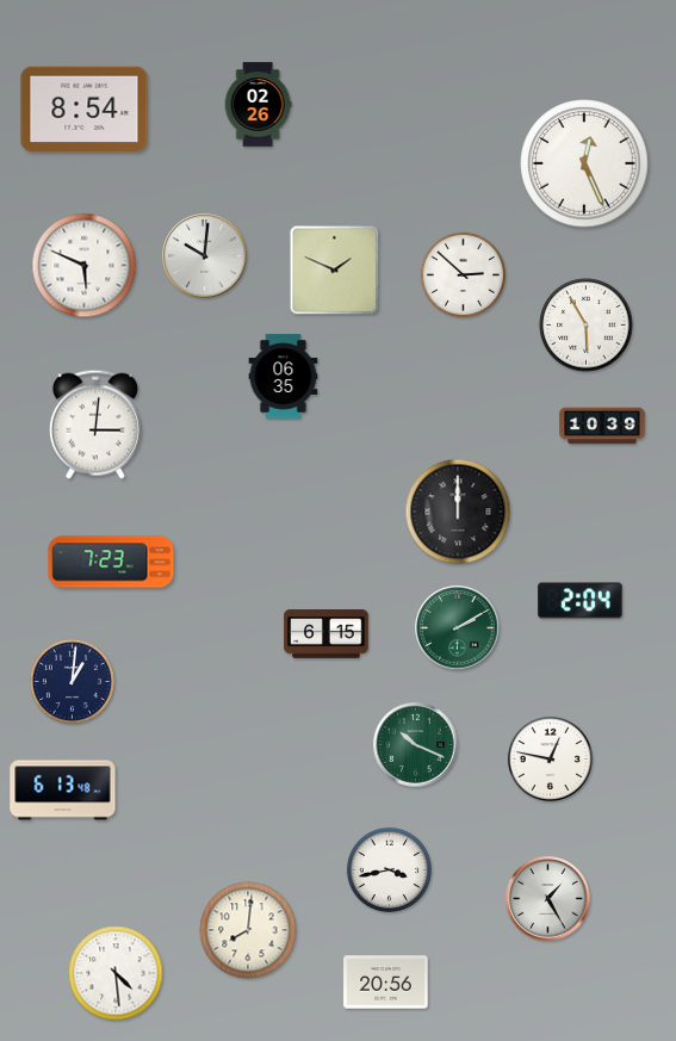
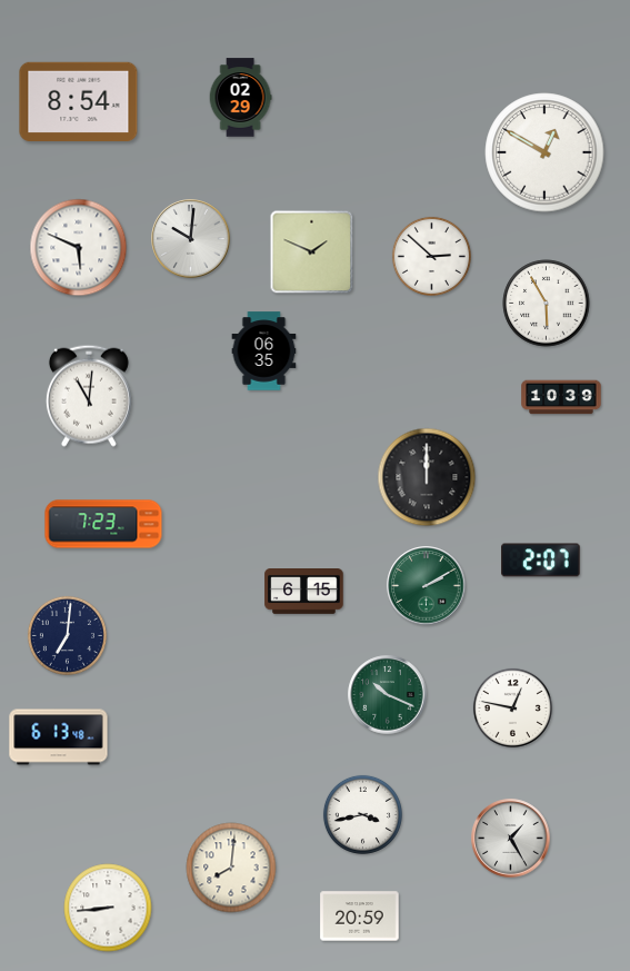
clock at (258, 105): 02:26 -> 02:29
clock at (584, 163): 12:26 -> 12:50
clock at (95, 425): 3:01 -> 11:01
clock at (581, 601): 2:04 -> 2:07
clock at (72, 681): 1:01 -> 7:01
clock at (389, 869) position: (389, 869) -> (362, 814)
clock at (116, 973): 4:29 -> 8:44
clock at (386, 983): 20:56 -> 20:59
